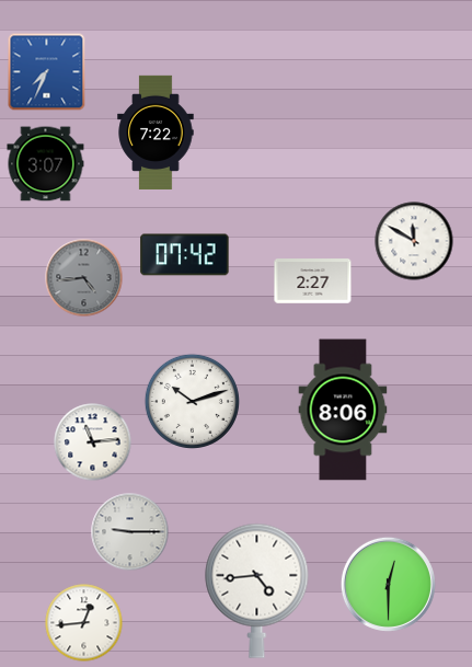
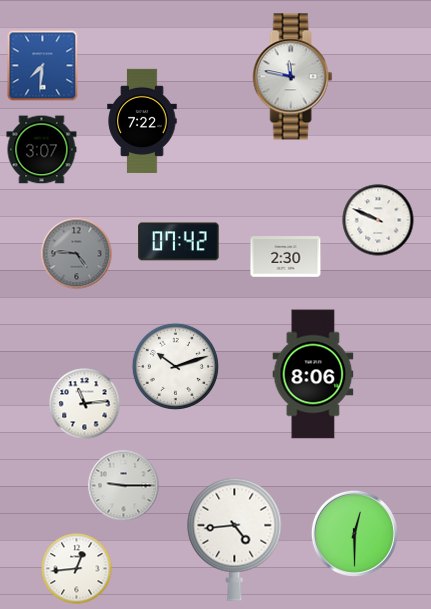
clock at (47, 72): 7:34 -> 7:31
clock at (293, 77): none -> 11:47
clock at (414, 241): 11:50 -> 9:49
clock at (185, 255) position: (185, 255) -> (179, 242)
clock at (84, 278): 4:44 -> 4:46
clock at (313, 281): 2:27 -> 2:30
clock at (130, 532) position: (130, 532) -> (124, 486)
